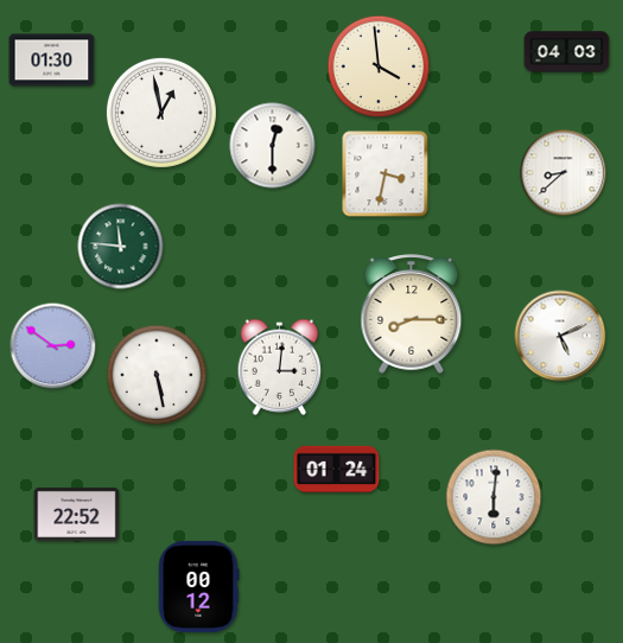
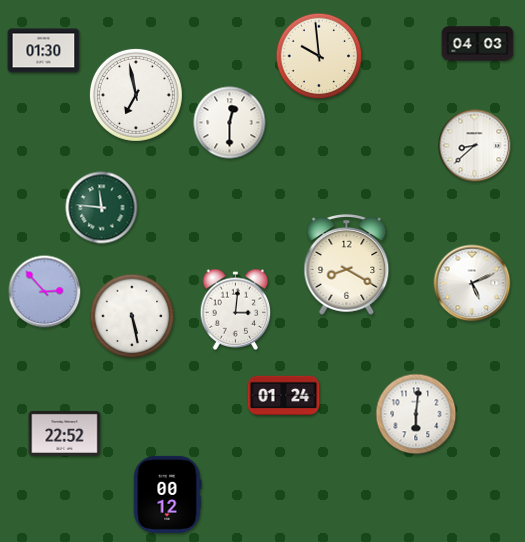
clock at (379, 66): 3:59 -> 9:59
clock at (161, 113): 12:58 -> 6:58
clock at (386, 174): 3:32 -> none
clock at (412, 314): 8:15 -> 8:20
clock at (53, 346): 2:51 -> 2:53
clock at (494, 497) position: (494, 497) -> (416, 414)
